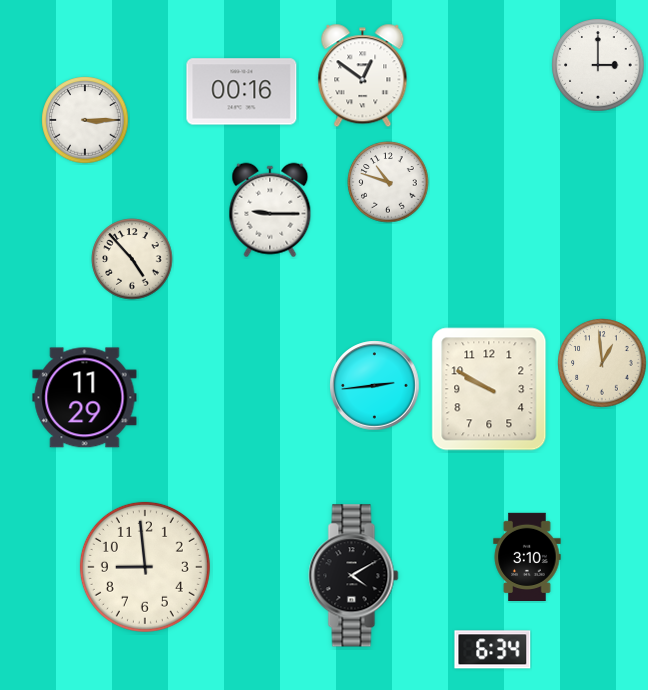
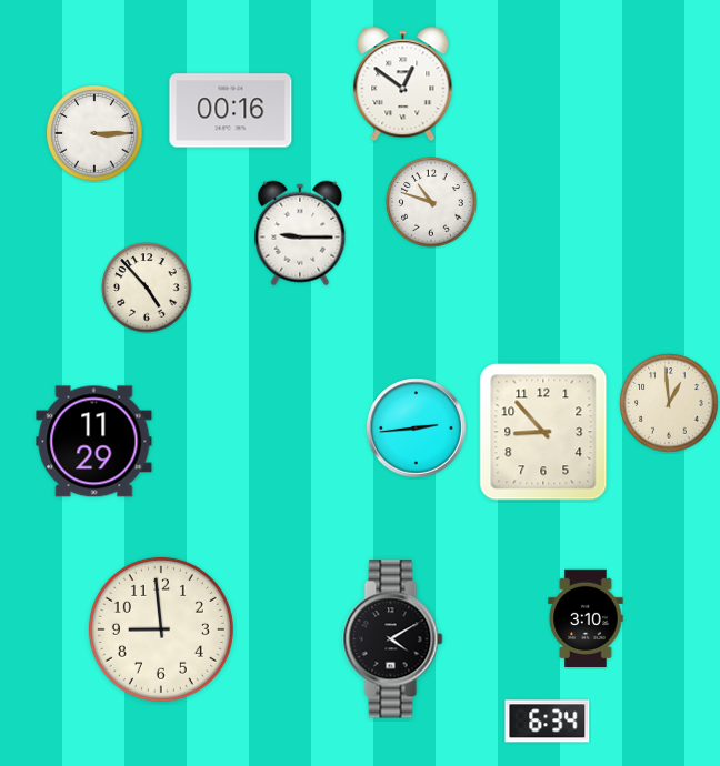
clock at (598, 65): 3:00 -> none
clock at (242, 92) position: (242, 92) -> (231, 111)
clock at (489, 389): 9:50 -> 8:53
